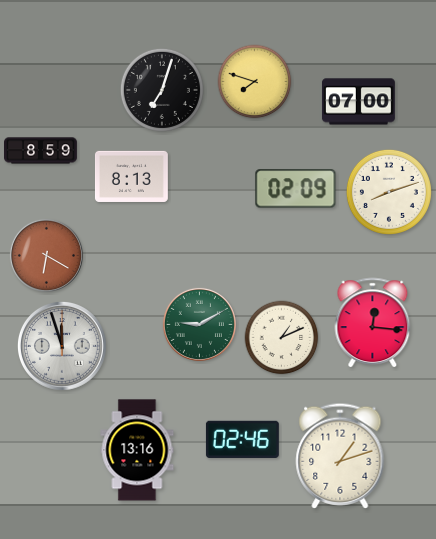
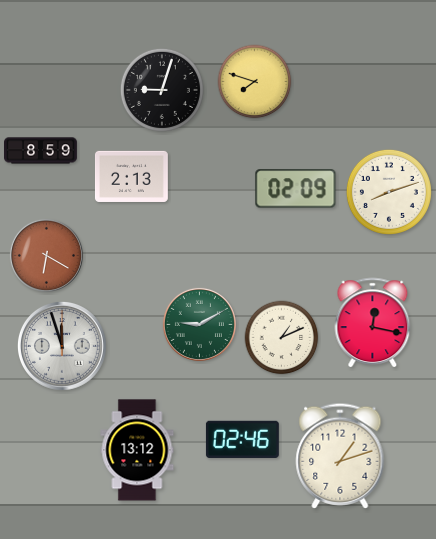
clock at (162, 90): 7:03 -> 9:03
clock at (358, 102): 07:00 -> none
clock at (131, 176): 8:13 -> 2:13
clock at (373, 323): 12:16 -> 12:17
clock at (137, 450): 13:16 -> 13:12
